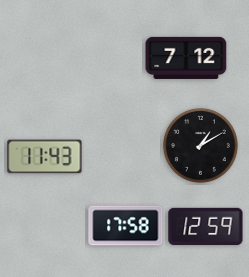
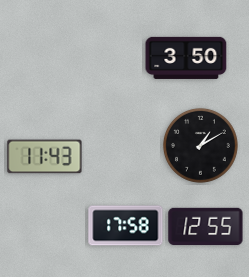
clock at (186, 58): 7:12 -> 3:50
clock at (206, 227): 12:59 -> 12:55
